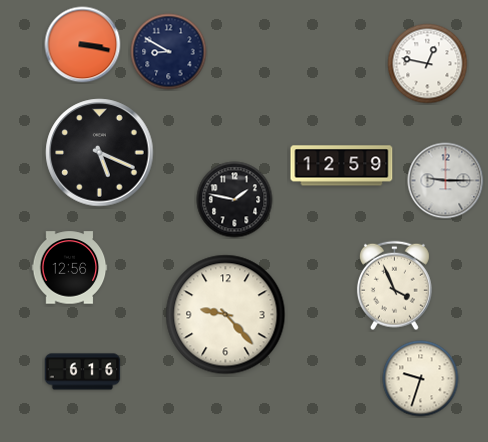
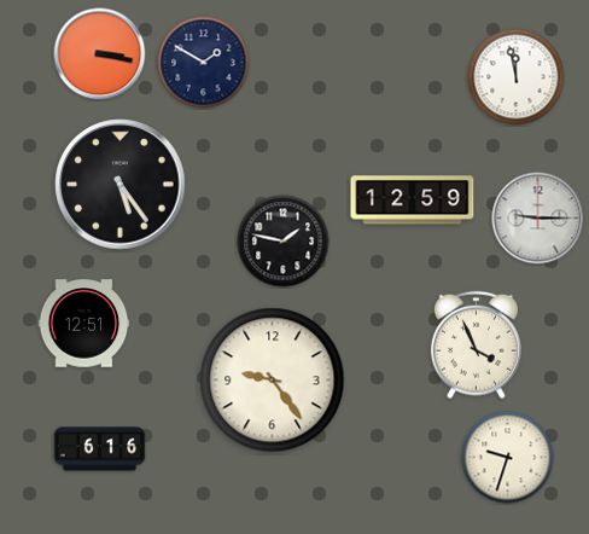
clock at (169, 52): 8:50 -> 1:50
clock at (428, 64): 12:47 -> 11:58
clock at (100, 153): 5:19 -> 5:24
clock at (70, 268): 12:56 -> 12:51
clock at (226, 315): 9:23 -> 9:24
